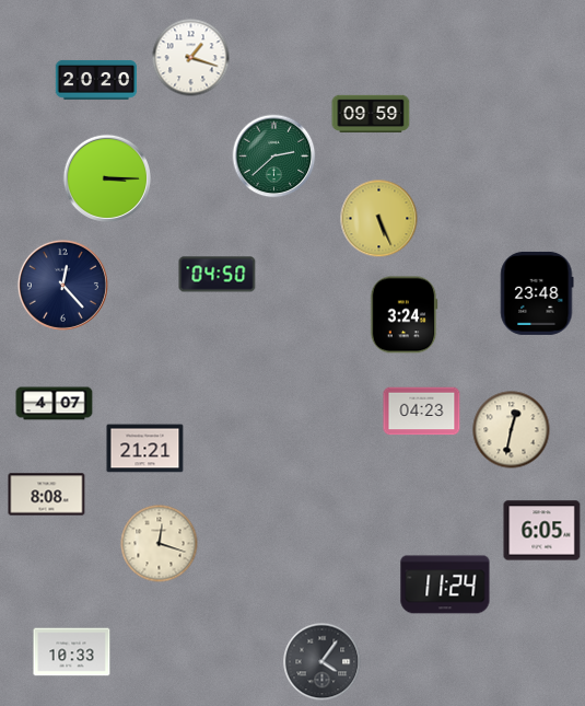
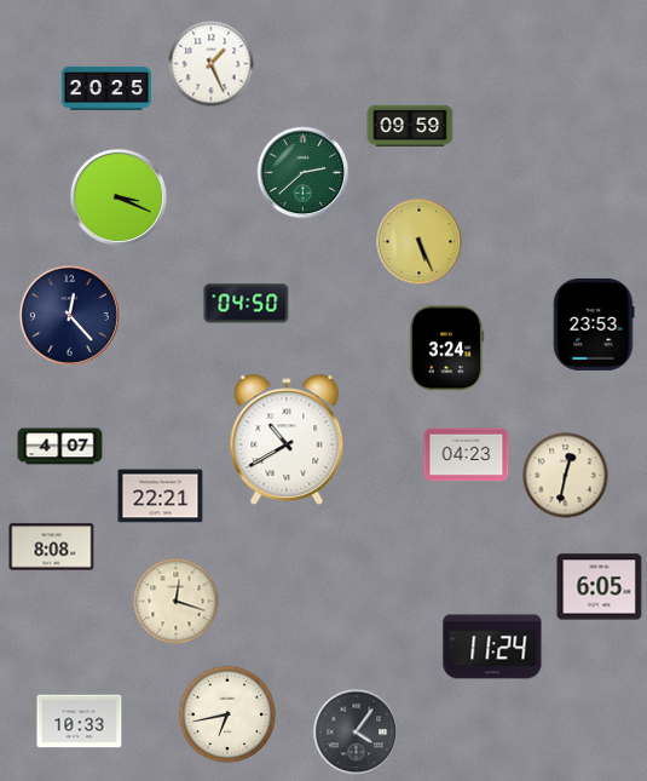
clock at (191, 58): 1:18 -> 1:26
clock at (96, 80): 20:20 -> 20:25
clock at (106, 177): 3:15 -> 3:19
clock at (218, 275) position: (218, 275) -> (247, 304)
clock at (537, 293): 23:48 -> 23:53
clock at (287, 440): none -> 10:40
clock at (145, 449): 21:21 -> 22:21
clock at (227, 714): none -> 6:43
